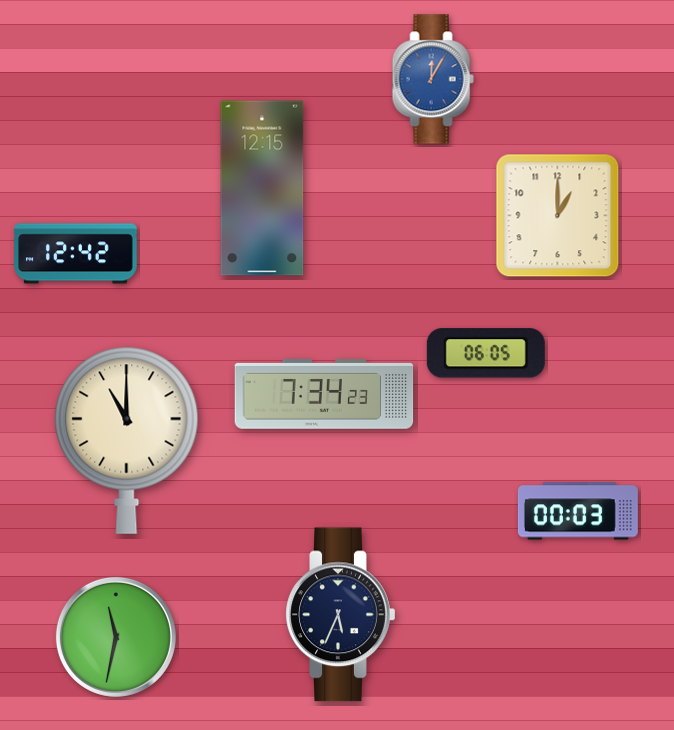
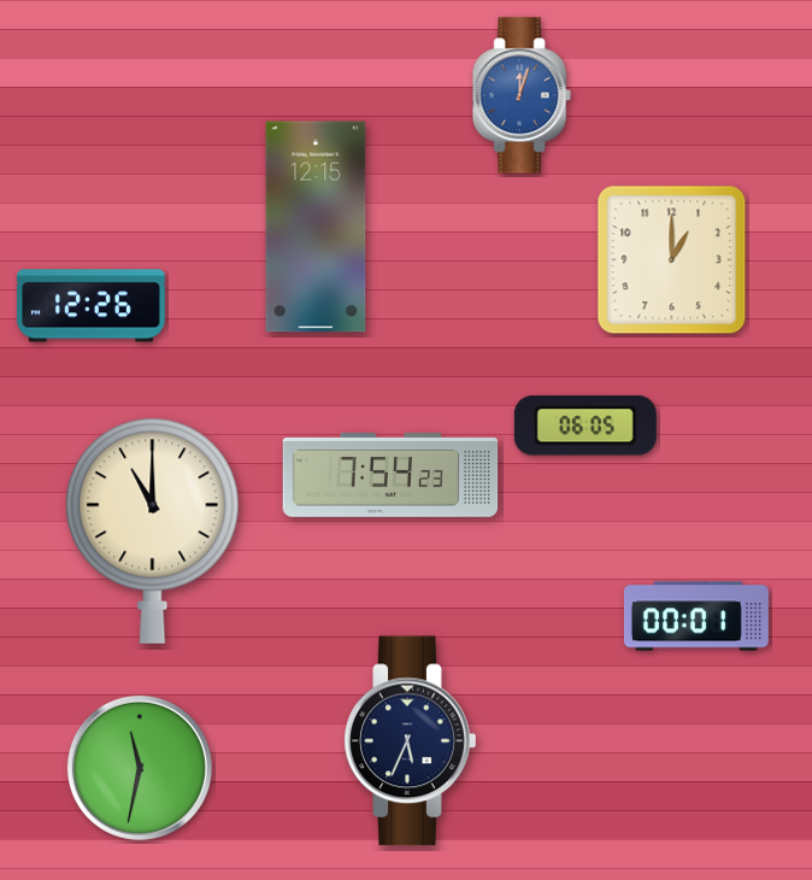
clock at (433, 79): 12:05 -> 12:03
clock at (76, 254): 12:42 -> 12:26
clock at (324, 395): 7:34 -> 7:54
clock at (578, 511): 00:03 -> 00:01
